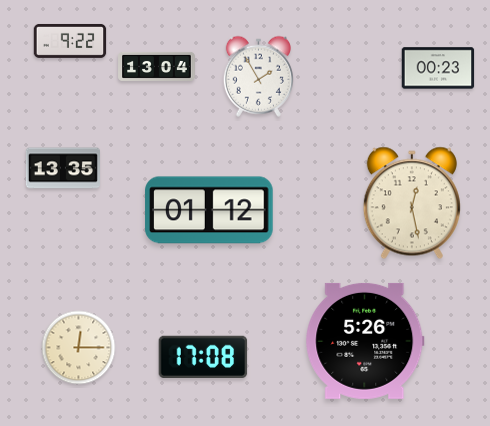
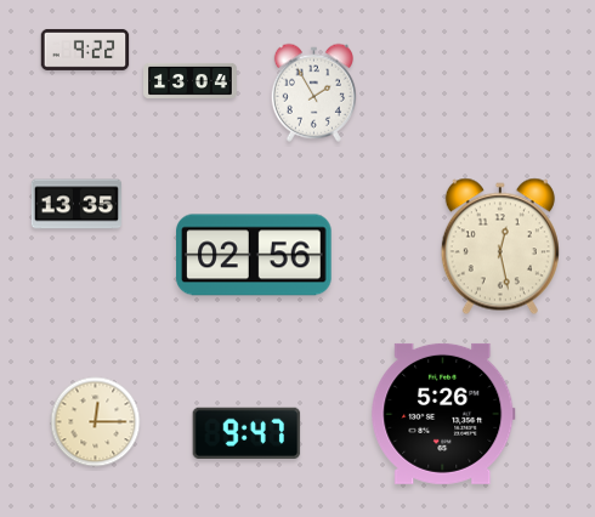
clock at (438, 68): 00:23 -> none
clock at (209, 210): 01:12 -> 02:56
clock at (203, 356): 17:08 -> 9:47
